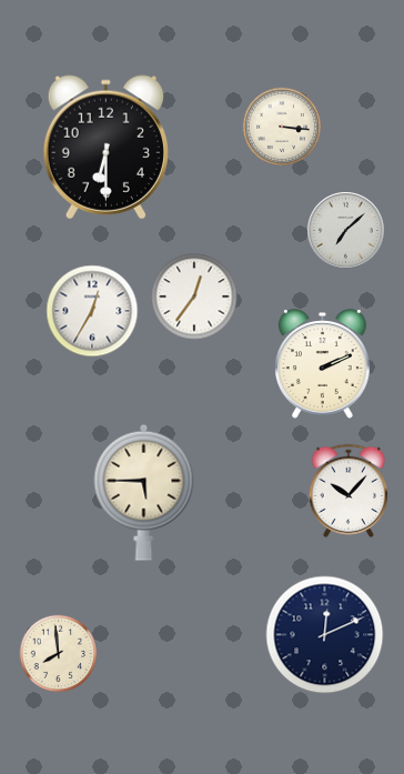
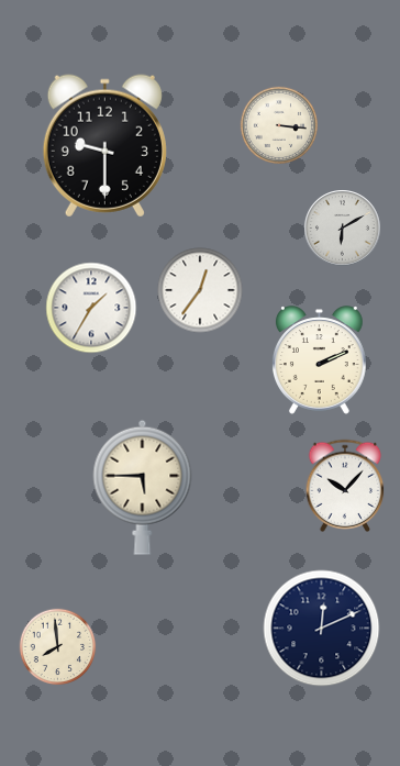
clock at (105, 148): 6:30 -> 9:30
clock at (346, 231): 7:08 -> 6:10
clock at (194, 296) position: (194, 296) -> (200, 290)
clock at (92, 311): 12:35 -> 1:35
